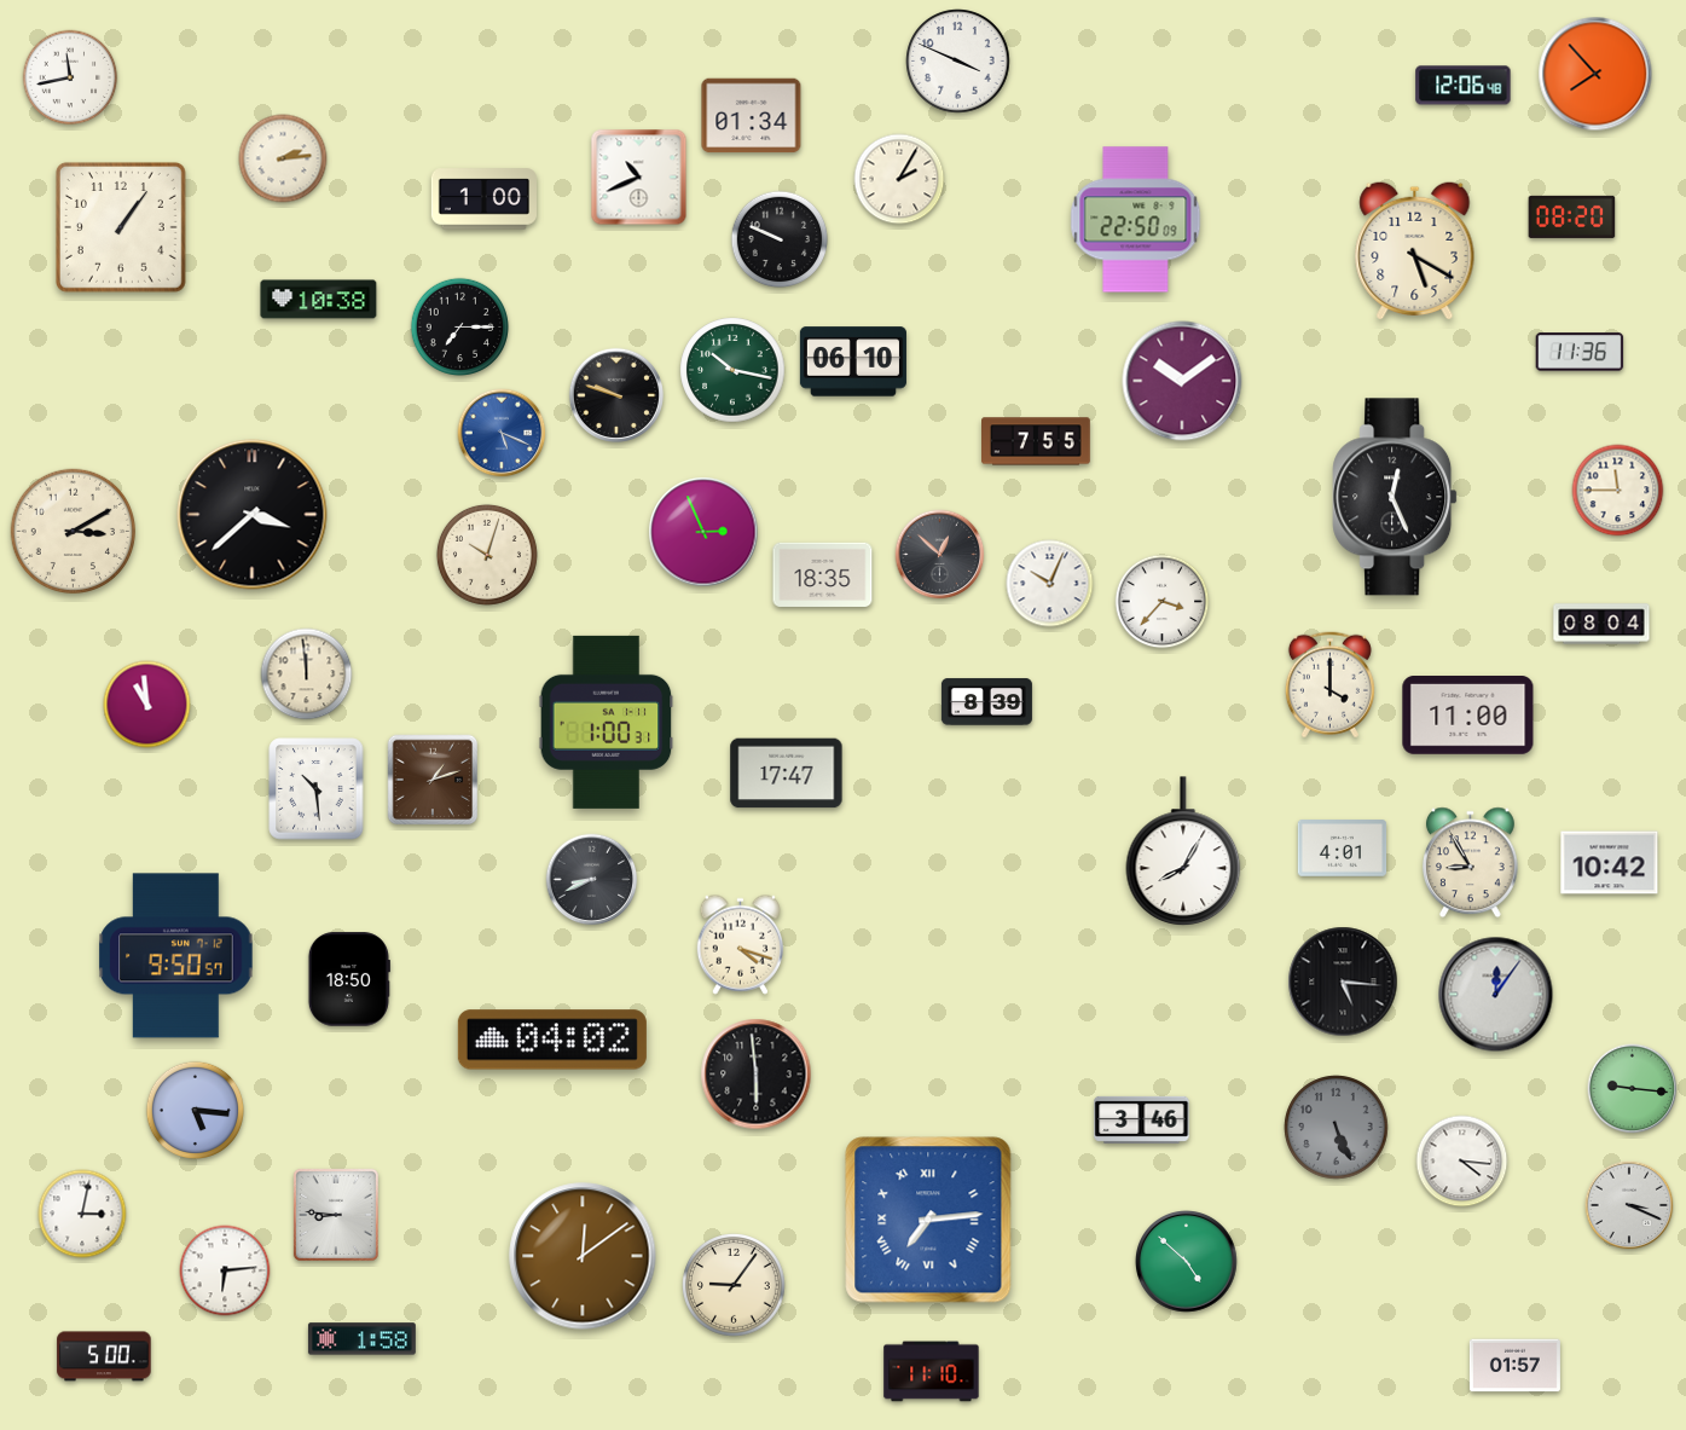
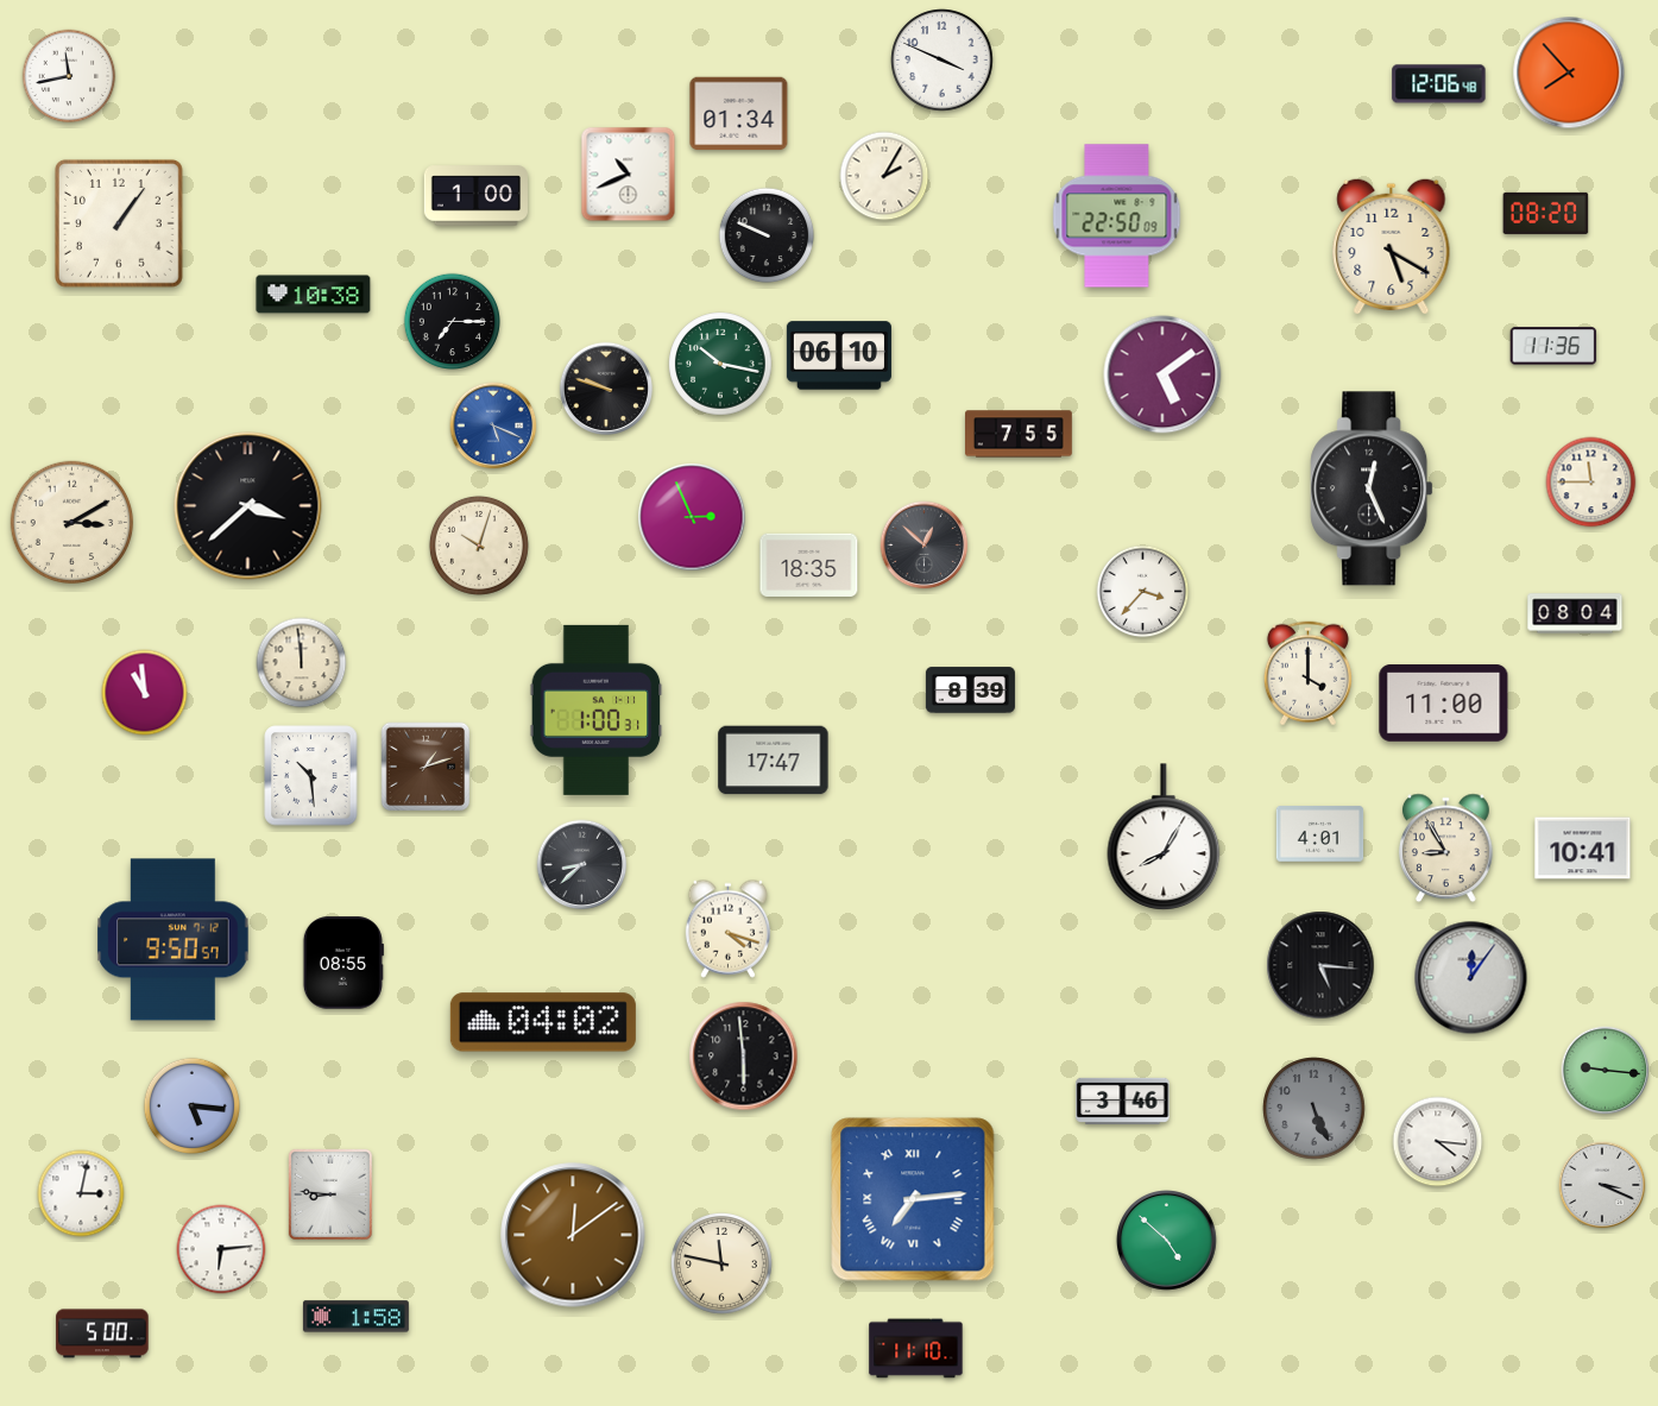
clock at (283, 158): 2:14 -> none
clock at (1182, 381): 10:09 -> 5:09
clock at (703, 532) position: (703, 532) -> (692, 517)
clock at (1050, 584): 10:04 -> none
clock at (1610, 863): 10:42 -> 10:41
clock at (592, 880): 8:41 -> 8:38
clock at (349, 979): 18:50 -> 08:55
clock at (195, 1110) position: (195, 1110) -> (191, 1105)
clock at (735, 1286): 9:06 -> 11:47
clock at (1514, 1366): 01:57 -> none
